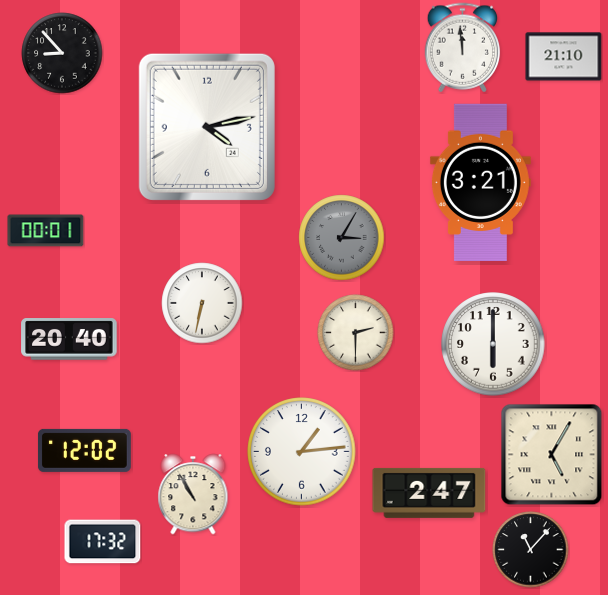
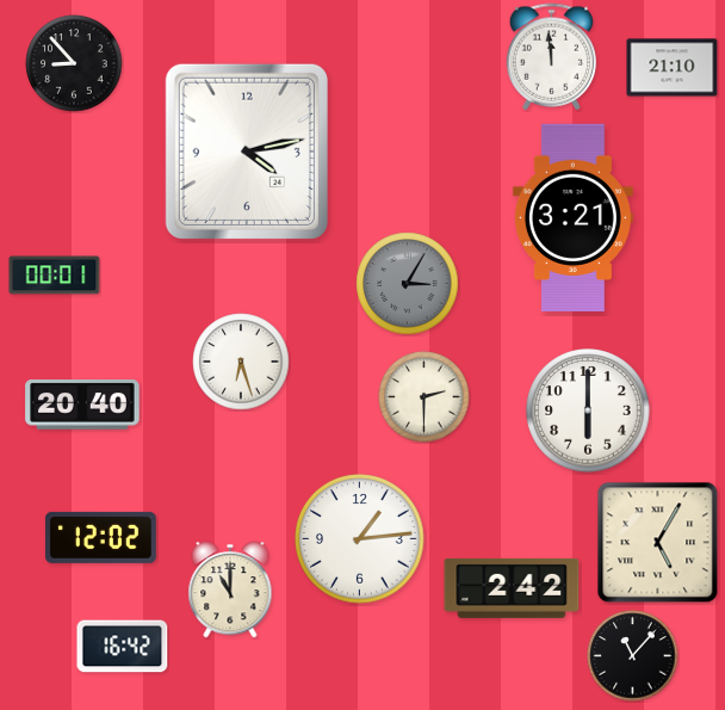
clock at (202, 303): 6:32 -> 6:27
clock at (429, 493): 2:47 -> 2:42
clock at (193, 494): 10:55 -> 11:00
clock at (103, 542): 17:32 -> 16:42
